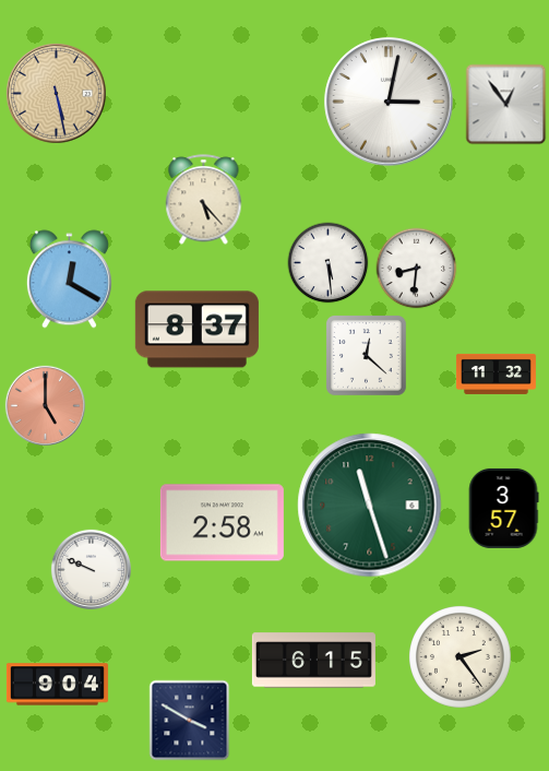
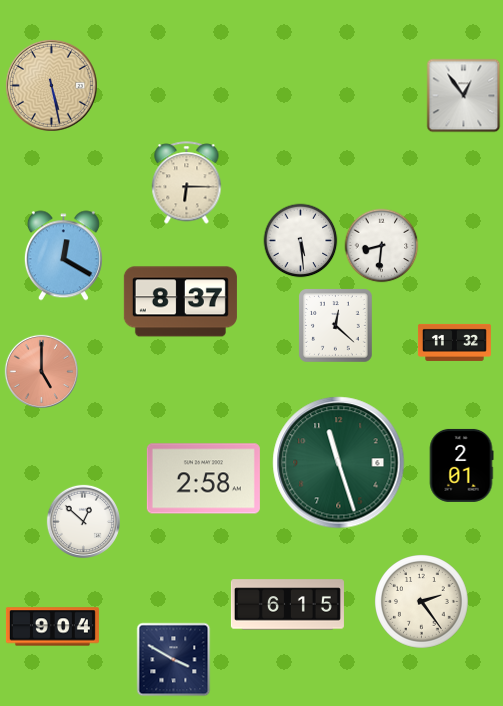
clock at (389, 102): 3:02 -> none
clock at (204, 200): 5:23 -> 6:15
clock at (503, 508): 3:57 -> 2:01
clock at (91, 569): 9:49 -> 12:52
